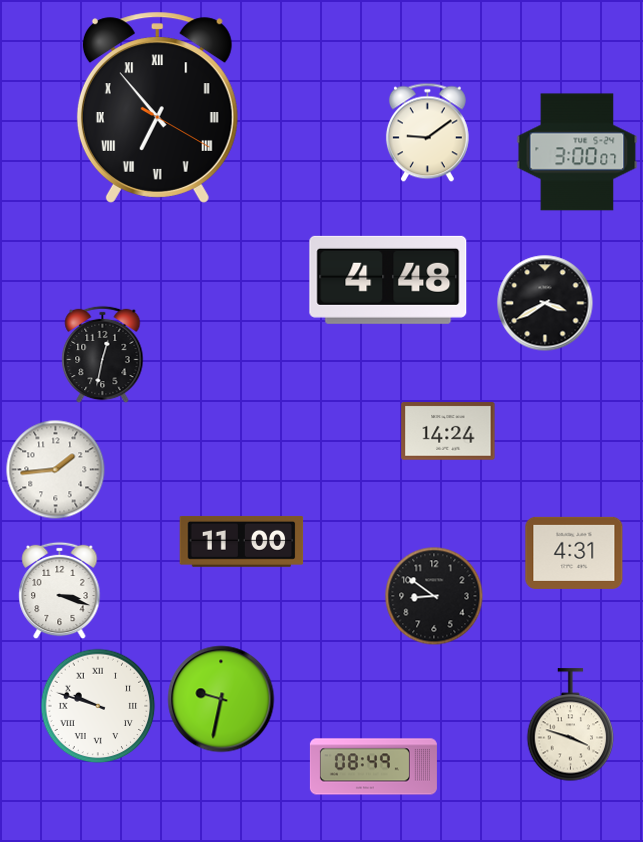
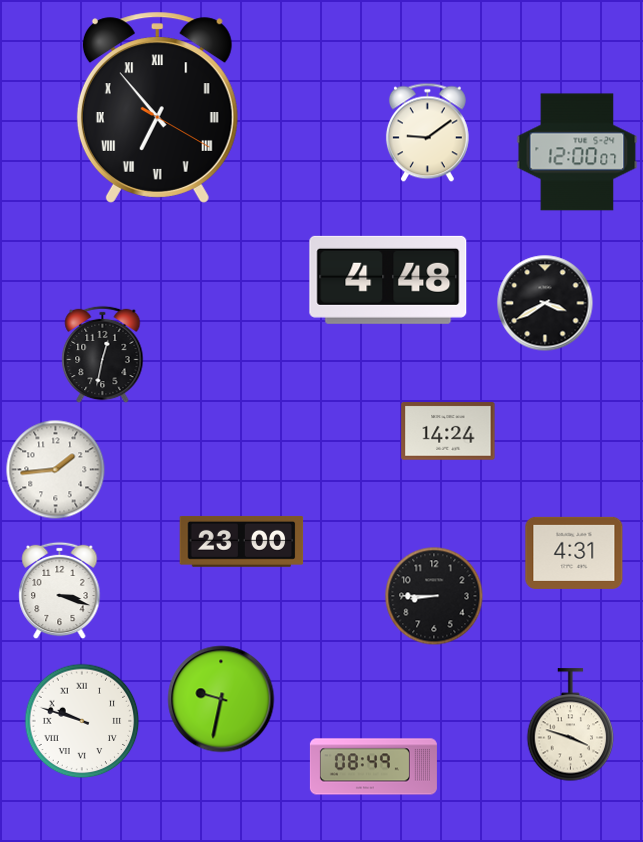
clock at (577, 152): 3:00 -> 12:00
clock at (242, 541): 11:00 -> 23:00
clock at (434, 596): 8:51 -> 8:45
clock at (98, 706) position: (98, 706) -> (82, 721)
